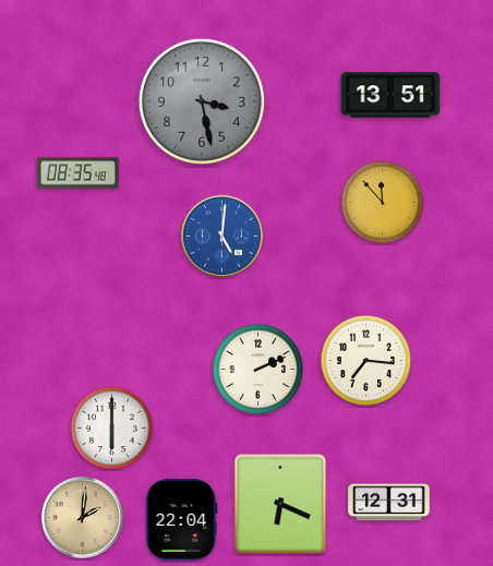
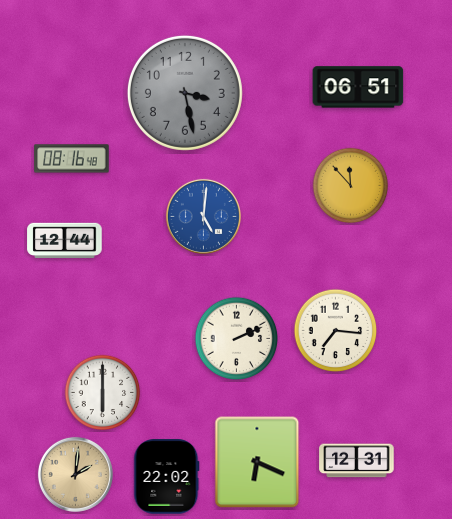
clock at (390, 95): 13:51 -> 06:51
clock at (79, 173): 08:35 -> 08:16
clock at (65, 241): none -> 12:44
clock at (182, 520): 22:04 -> 22:02
